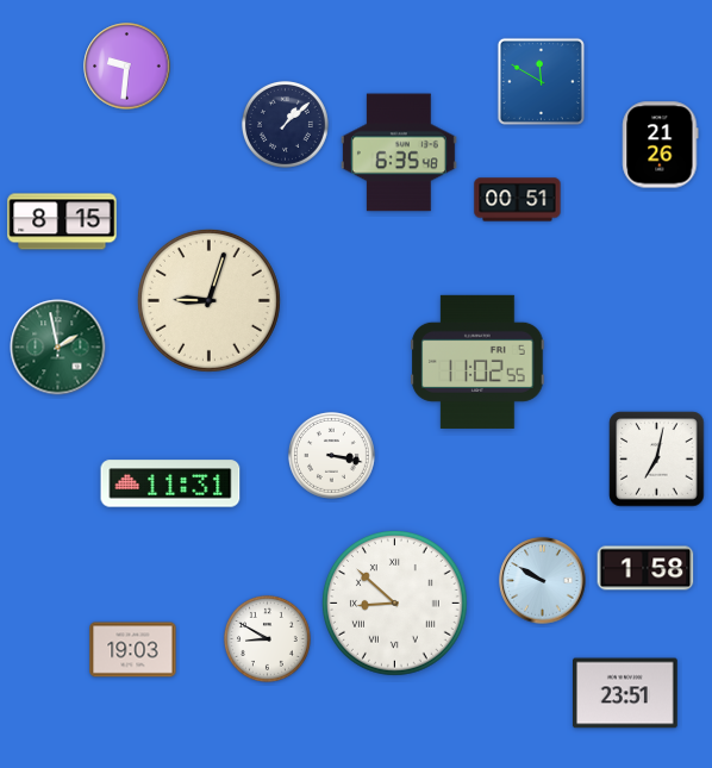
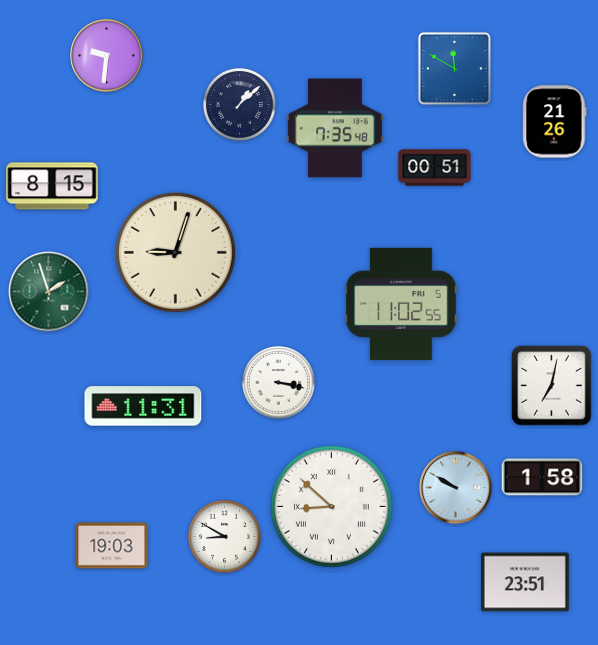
clock at (399, 152): 6:35 -> 7:35
clock at (58, 348): 1:58 -> 1:57
